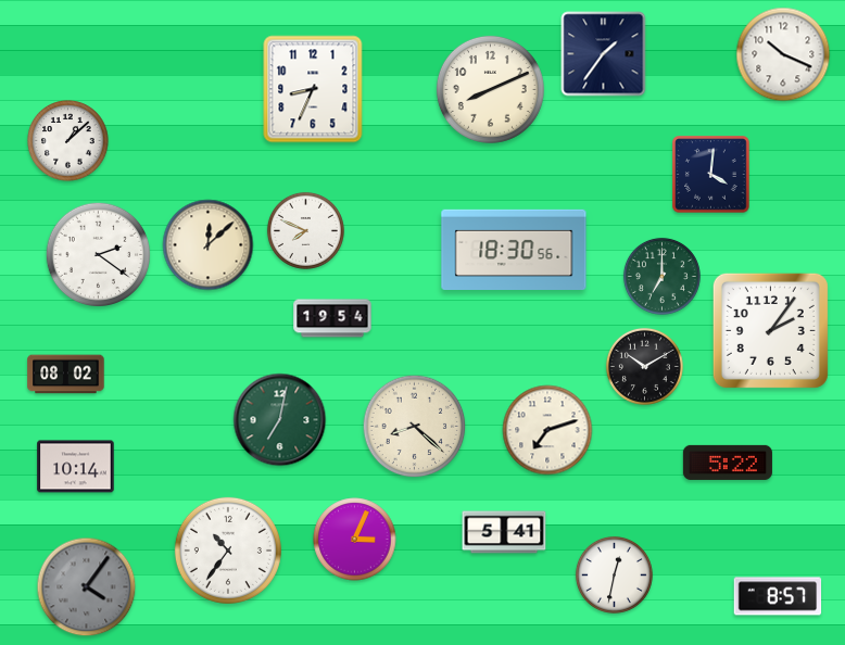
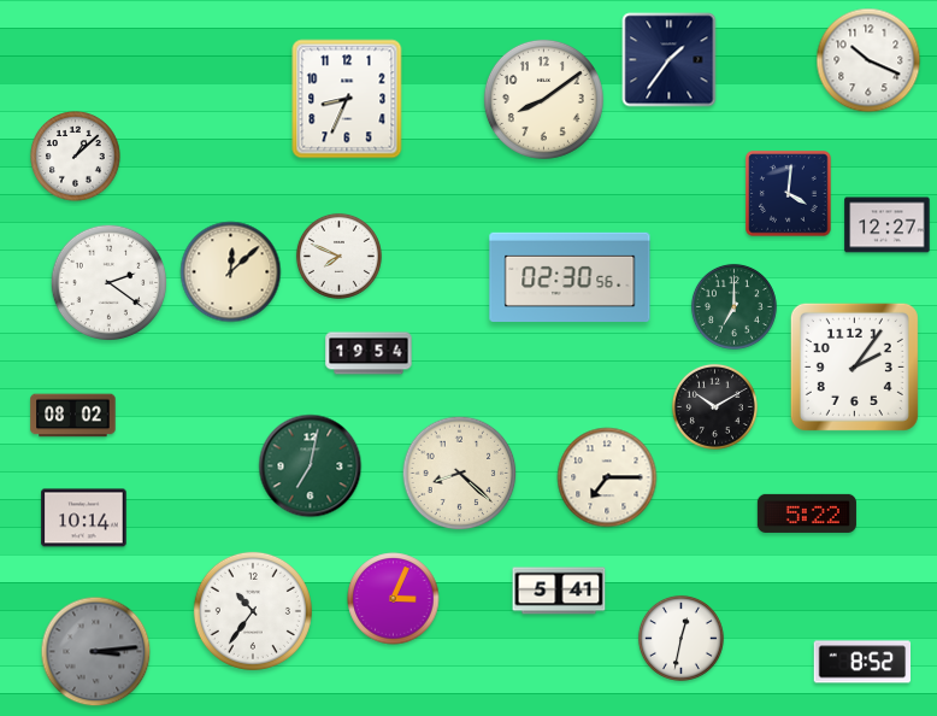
clock at (490, 89): 8:11 -> 8:09
clock at (888, 225): none -> 12:27
clock at (514, 249): 18:30 -> 02:30
clock at (547, 430): 7:12 -> 7:15
clock at (87, 587): 4:06 -> 3:14
clock at (778, 596): 8:57 -> 8:52
